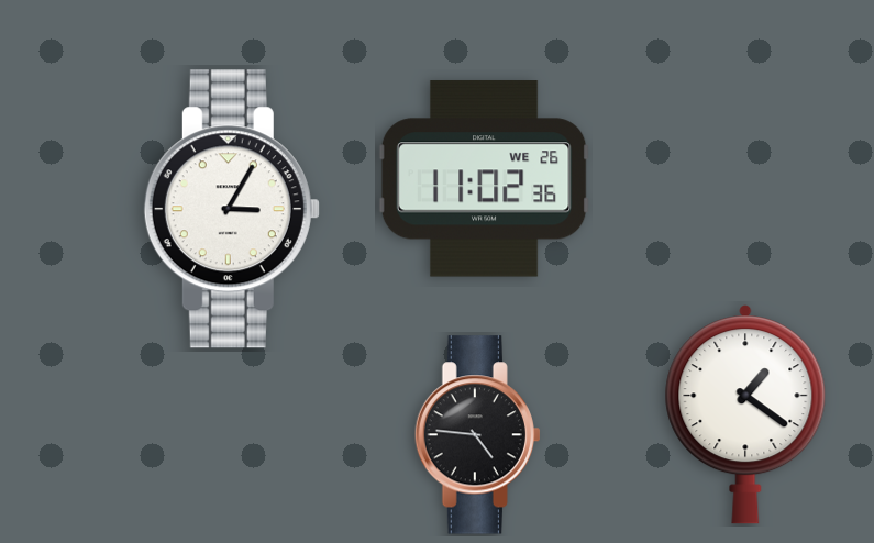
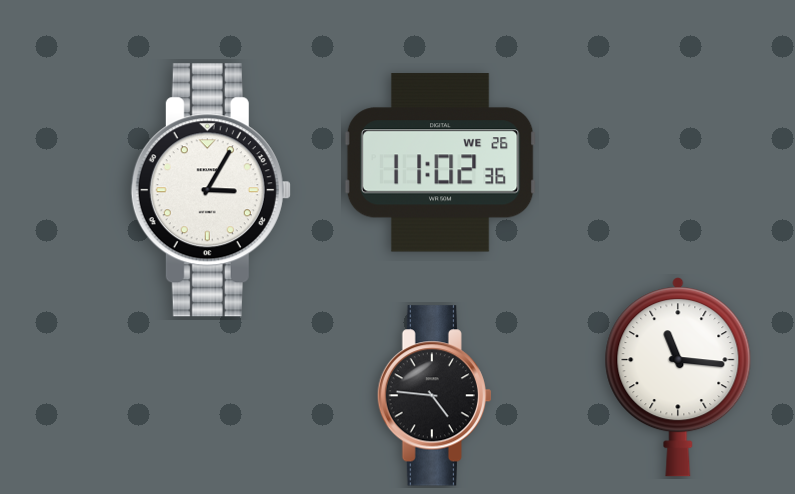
clock at (745, 414): 1:21 -> 11:16
